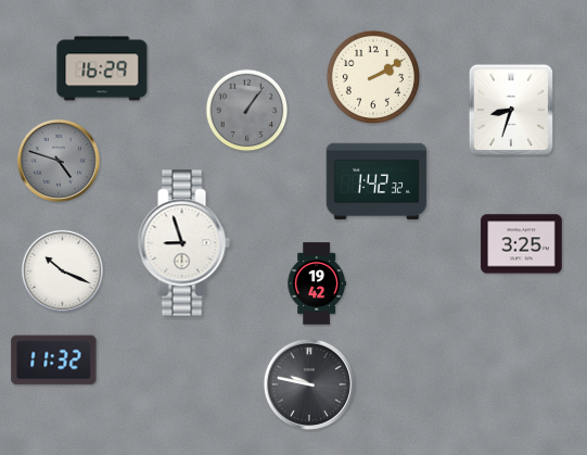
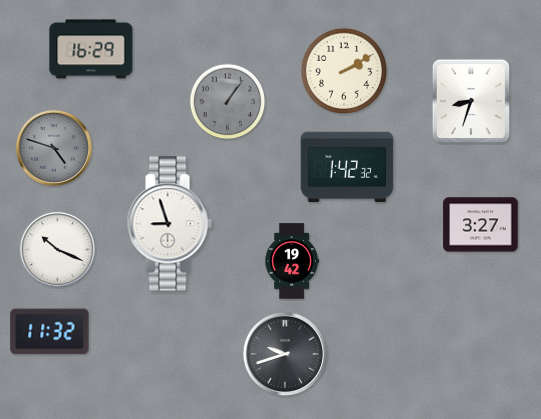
clock at (102, 68) position: (102, 68) -> (91, 49)
clock at (522, 244): 3:25 -> 3:27
clock at (309, 384): 9:47 -> 9:42
